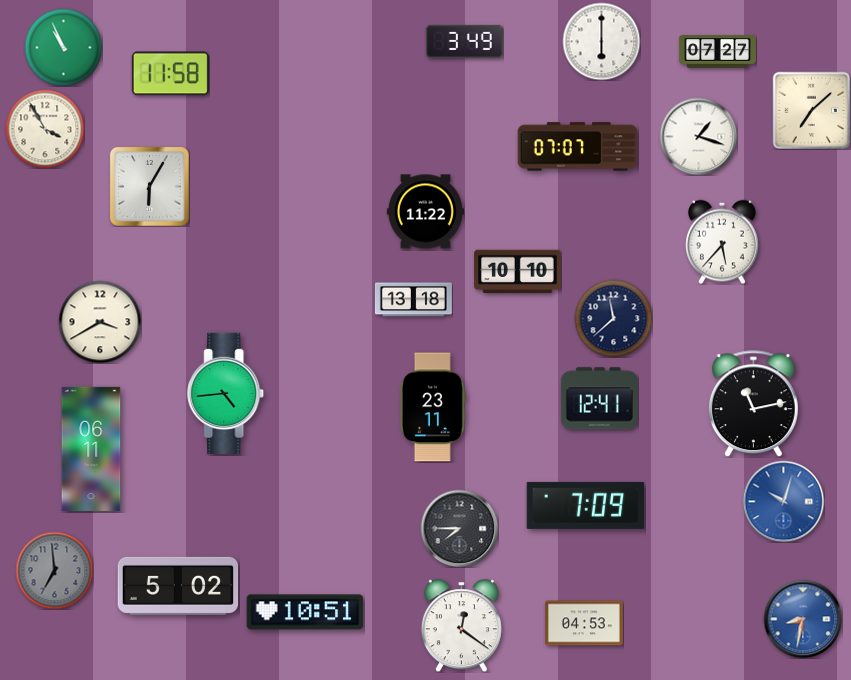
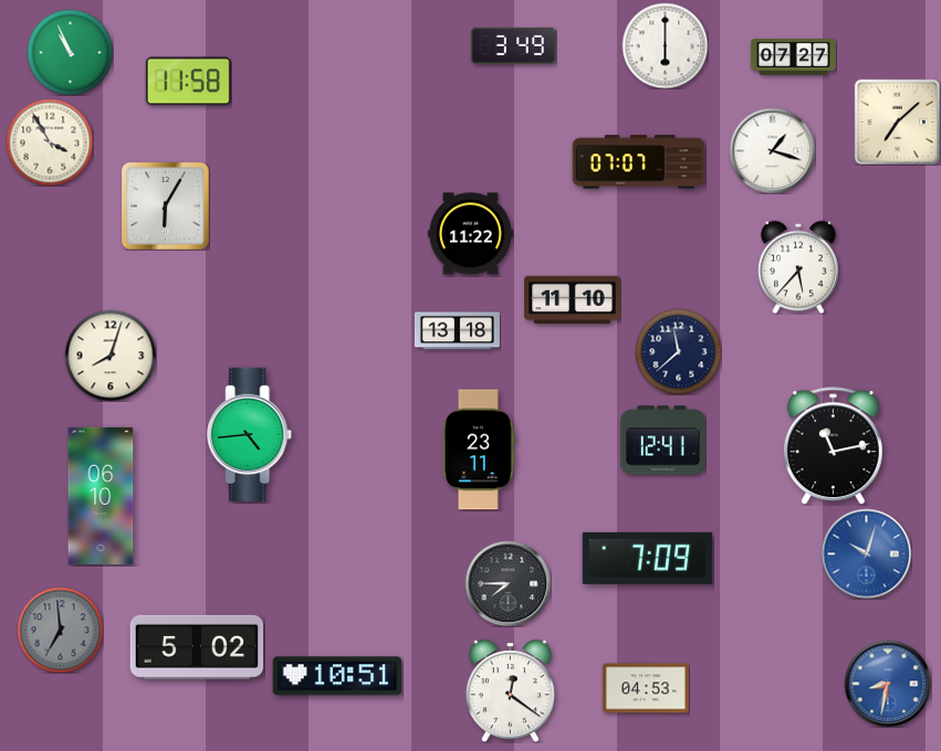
clock at (518, 272): 10:10 -> 11:10
clock at (100, 322): 3:40 -> 8:03
clock at (91, 449): 06:11 -> 06:10
